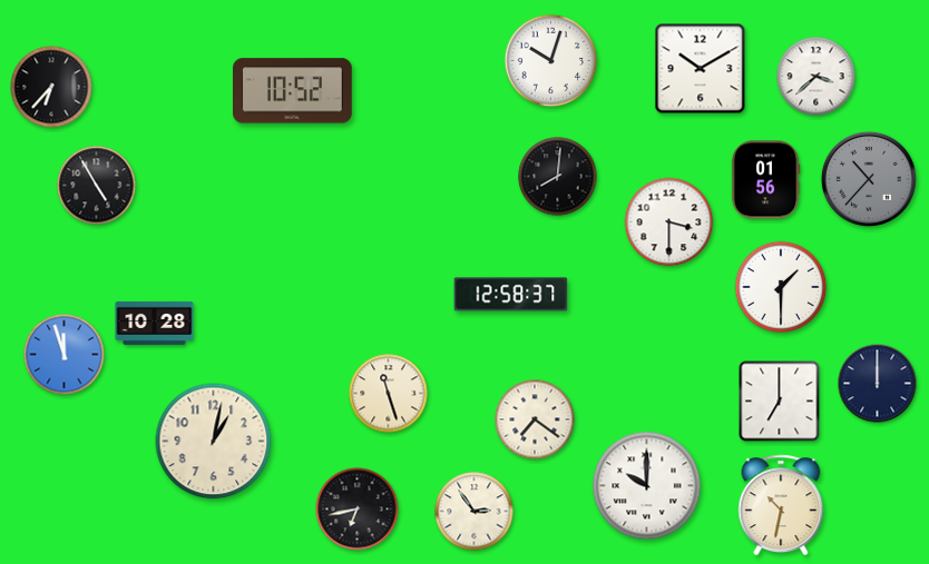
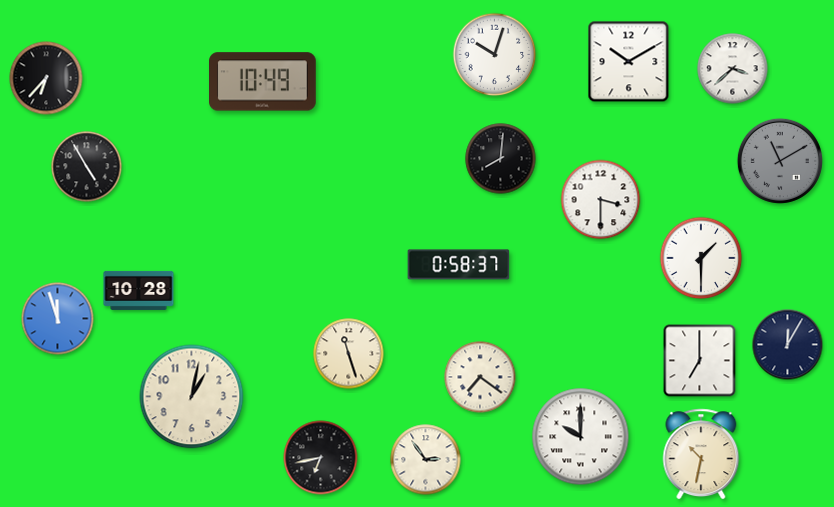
clock at (293, 91): 10:52 -> 10:49
clock at (869, 179): 10:37 -> 11:10
clock at (765, 180): 01:56 -> none
clock at (511, 295): 12:58 -> 0:58
clock at (878, 384): 12:00 -> 12:05
